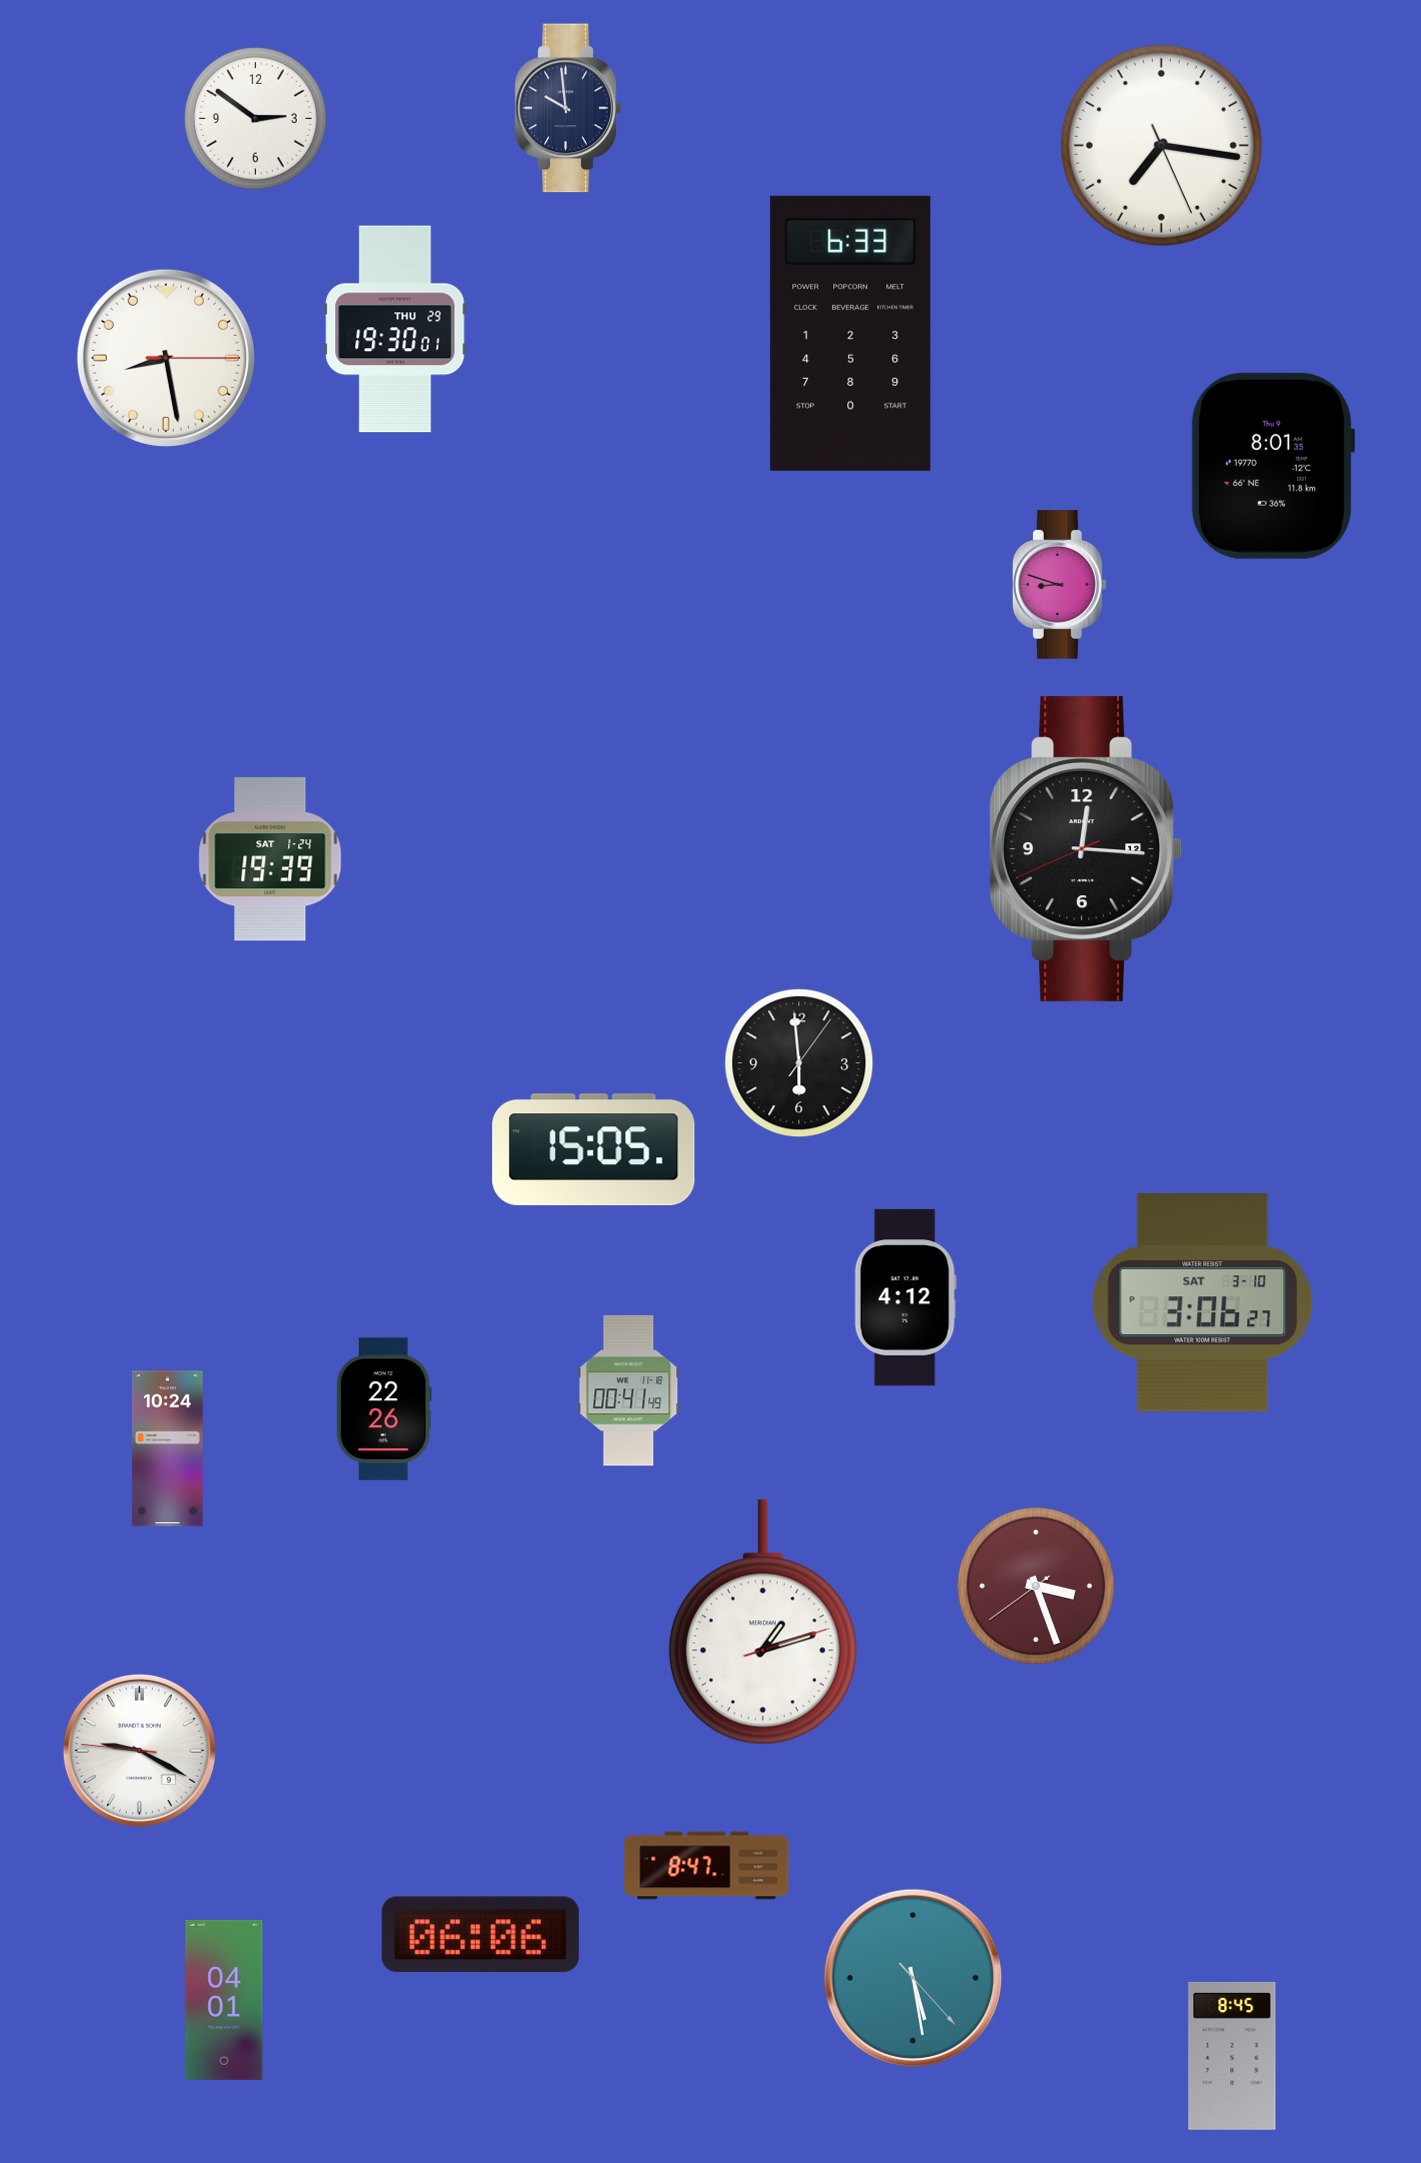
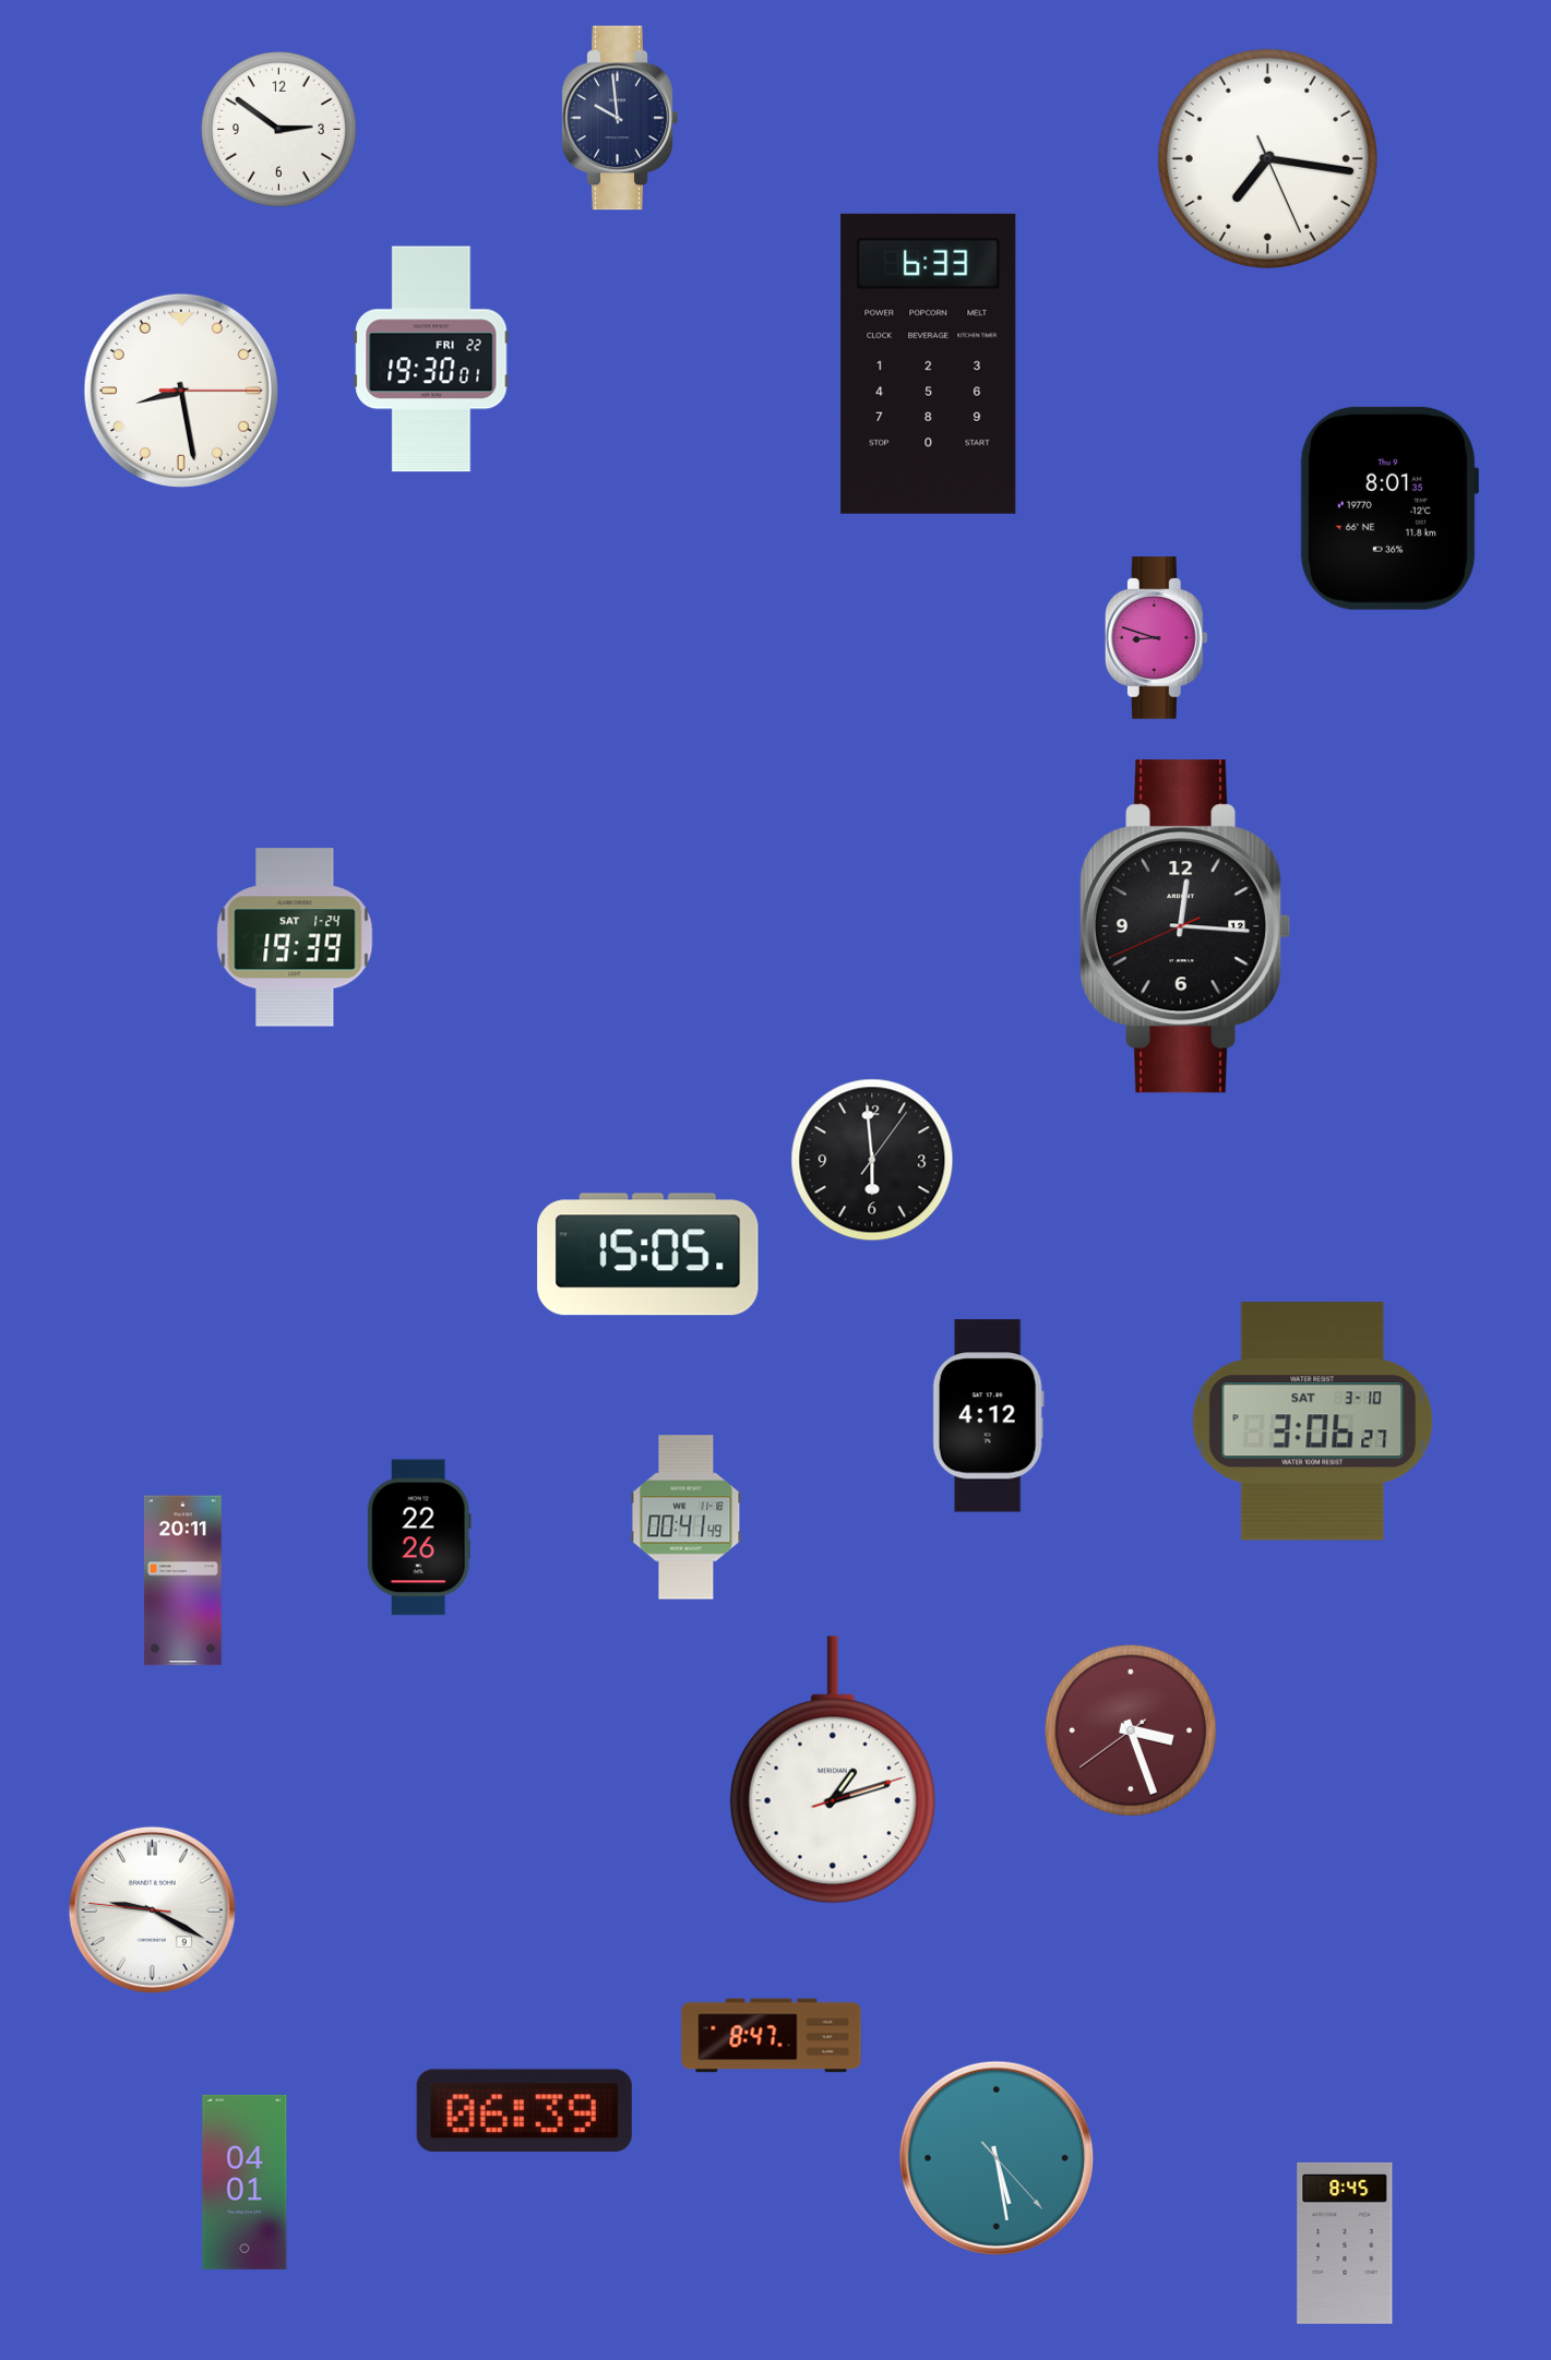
clock at (395, 329) date: THU 29 -> FRI 22
clock at (167, 1449): 10:24 -> 20:11
clock at (480, 1935): 06:06 -> 06:39
